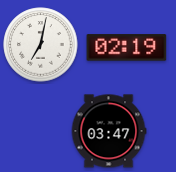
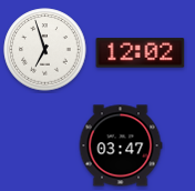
clock at (41, 45): 7:02 -> 6:57
clock at (127, 48): 02:19 -> 12:02
